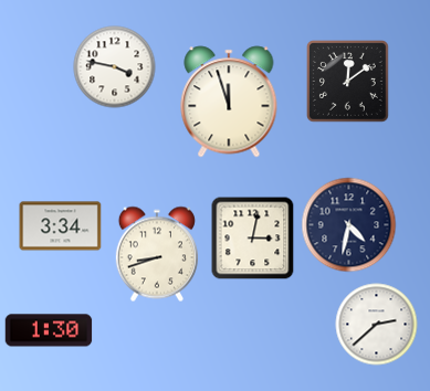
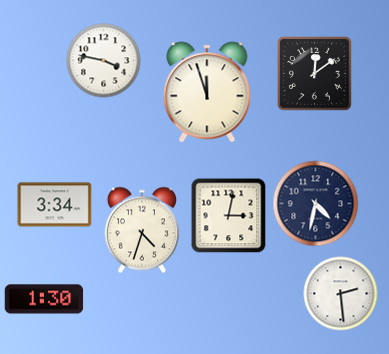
clock at (157, 254): 8:42 -> 4:33
clock at (377, 325): 2:38 -> 2:29
